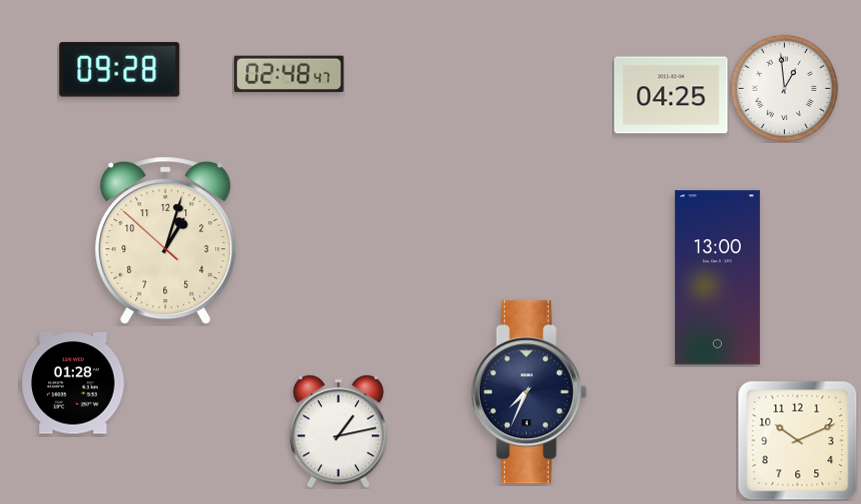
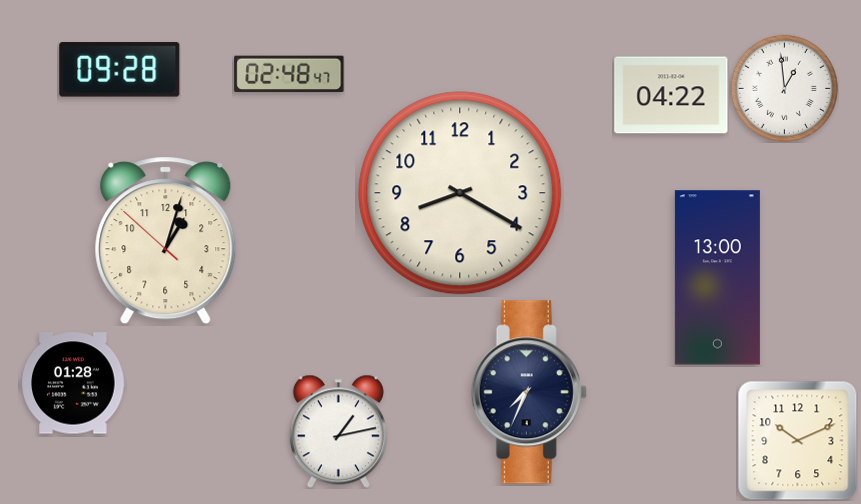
clock at (671, 95): 04:25 -> 04:22
clock at (460, 193): none -> 8:20
